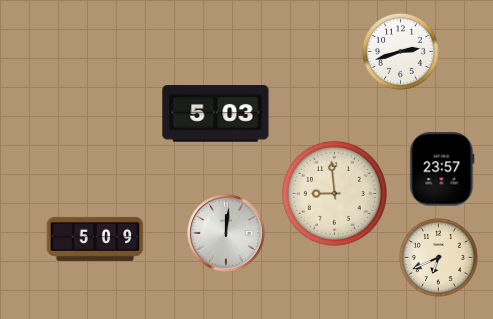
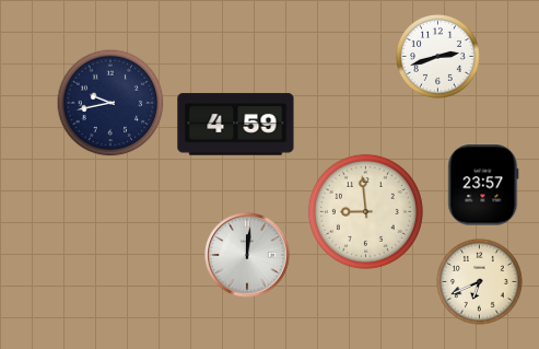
clock at (110, 103): none -> 9:43
clock at (216, 114): 5:03 -> 4:59
clock at (95, 239): 5:09 -> none
